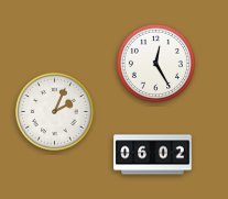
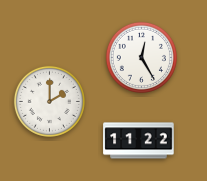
clock at (54, 111): 2:04 -> 2:00
clock at (153, 155): 06:02 -> 11:22
